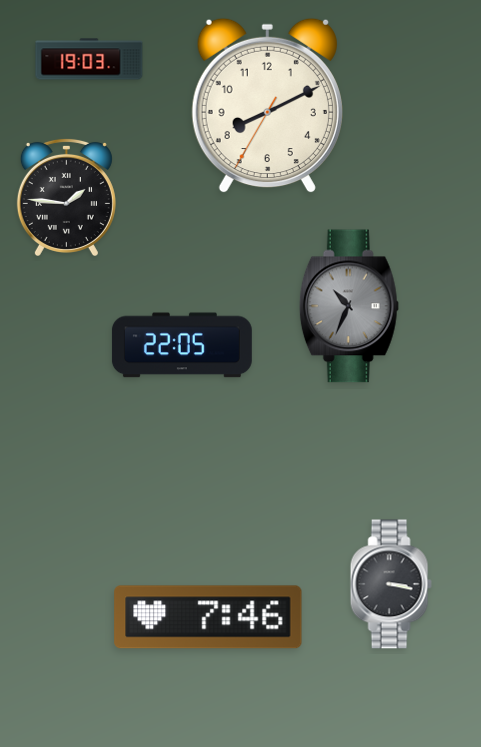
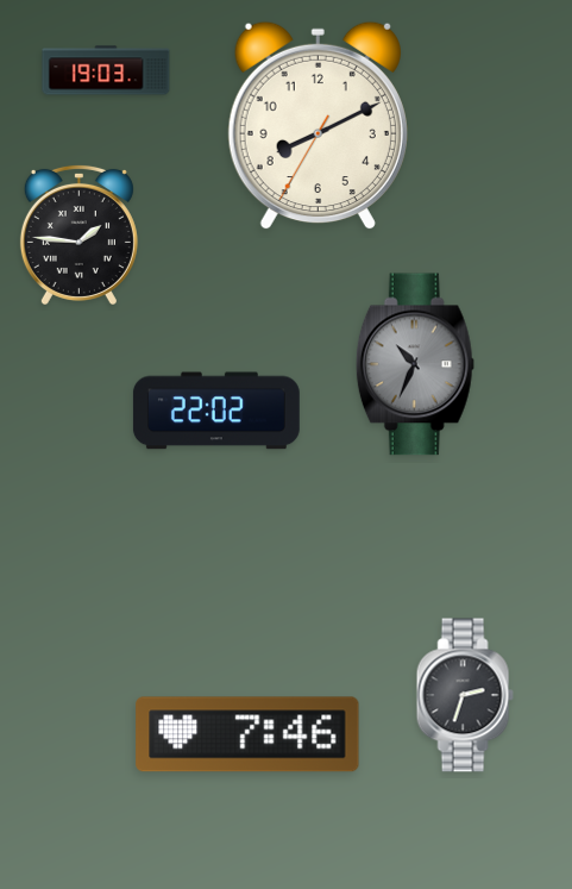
clock at (182, 345): 22:05 -> 22:02
clock at (391, 584): 3:17 -> 2:33
